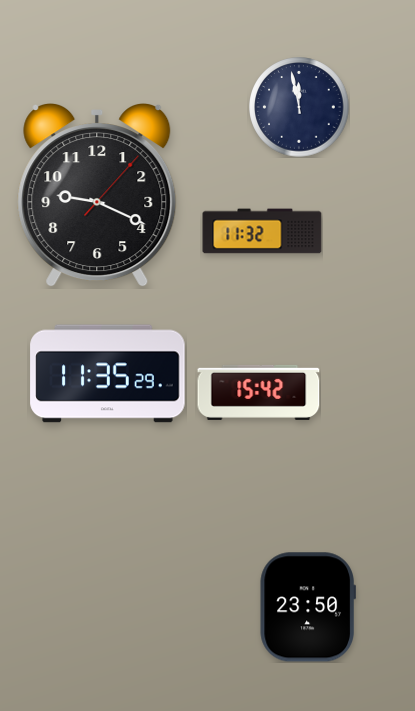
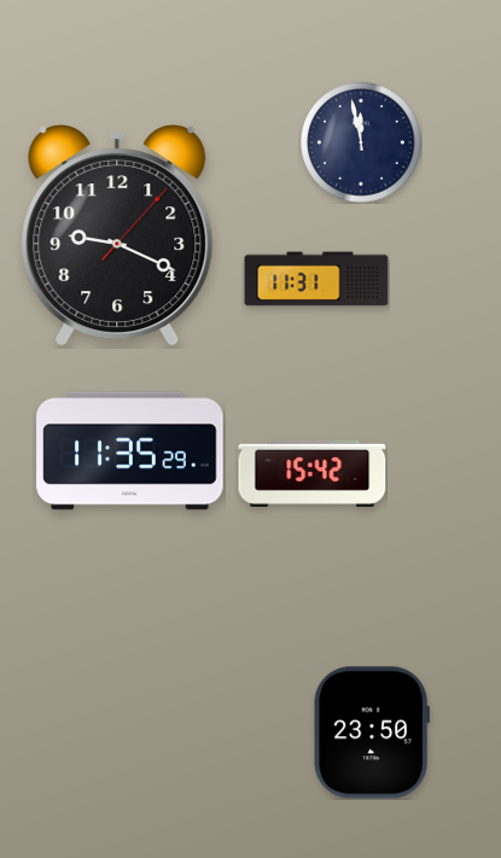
clock at (299, 107) position: (299, 107) -> (361, 142)
clock at (262, 231): 11:32 -> 11:31
